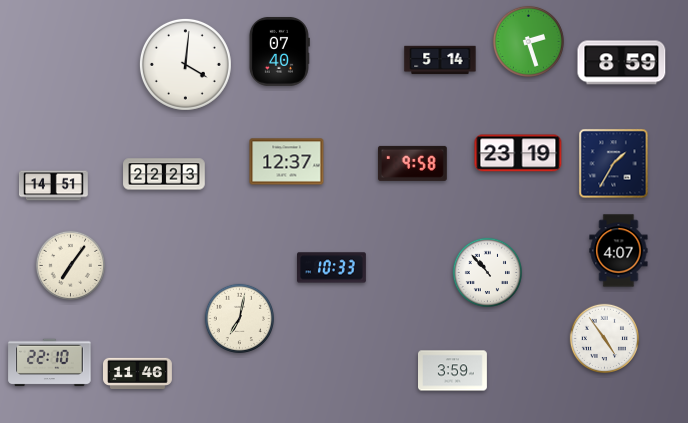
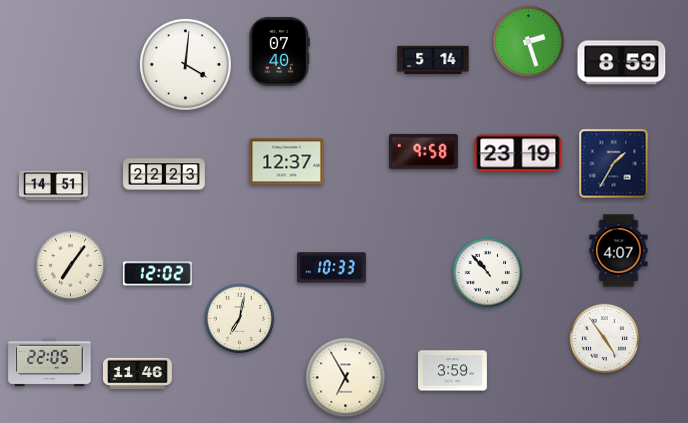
clock at (440, 60) position: (440, 60) -> (433, 60)
clock at (412, 163) position: (412, 163) -> (423, 151)
clock at (158, 274): none -> 12:02
clock at (50, 363): 22:10 -> 22:05
clock at (346, 378): none -> 6:55
